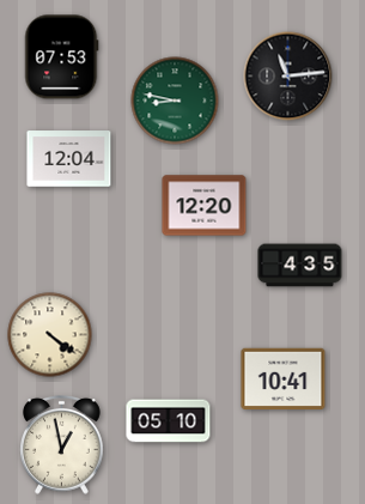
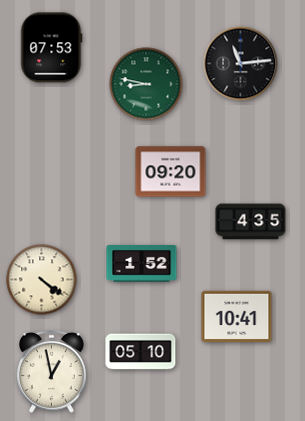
clock at (69, 159): 12:04 -> none
clock at (205, 206): 12:20 -> 09:20
clock at (142, 264): none -> 1:52
